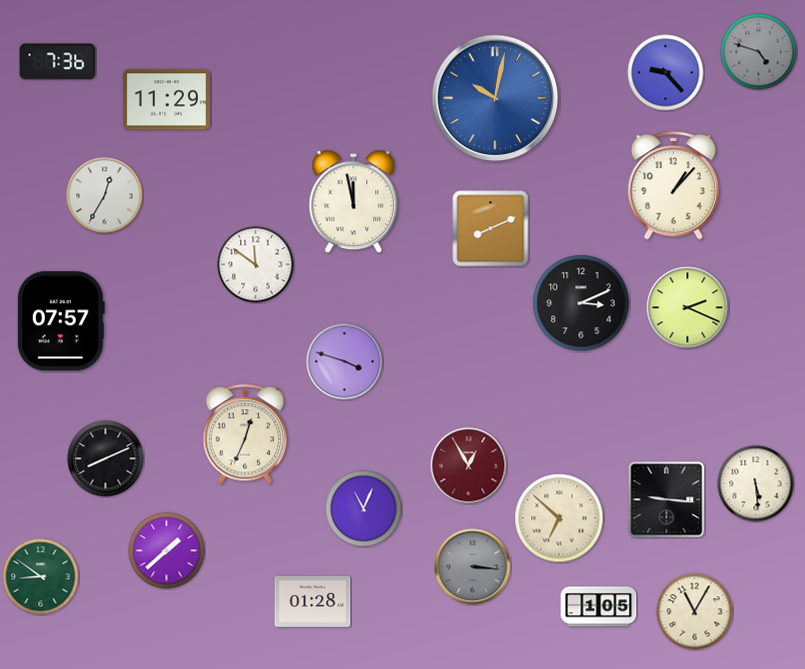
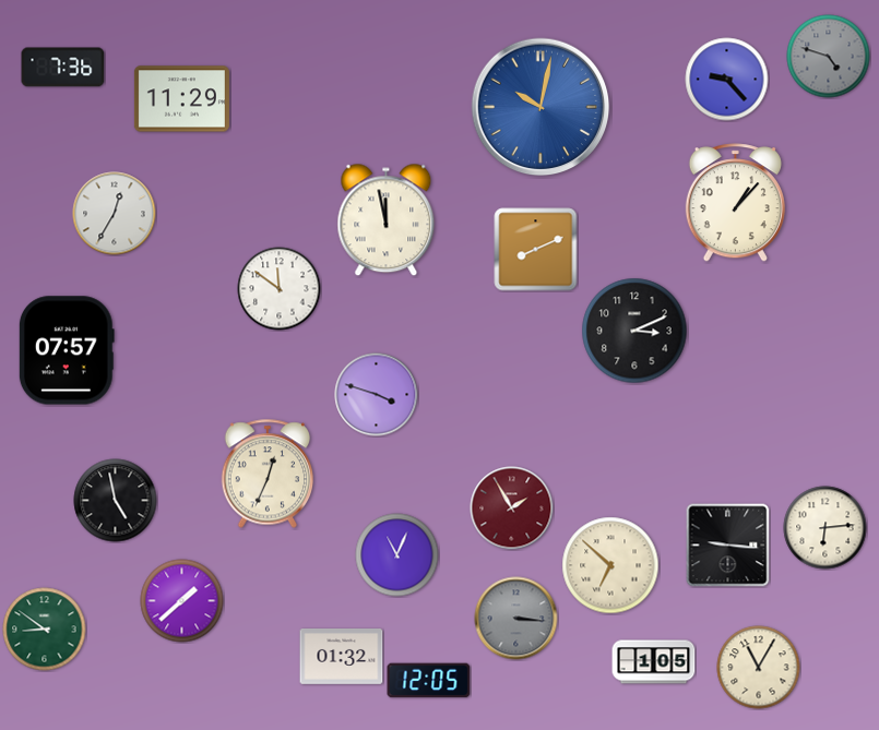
clock at (166, 100) position: (166, 100) -> (181, 99)
clock at (688, 308): 2:19 -> none
clock at (106, 459): 8:11 -> 4:58
clock at (469, 466): 12:55 -> 1:55
clock at (756, 484): 5:29 -> 6:14
clock at (313, 602): 01:28 -> 01:32
clock at (429, 681): none -> 12:05
